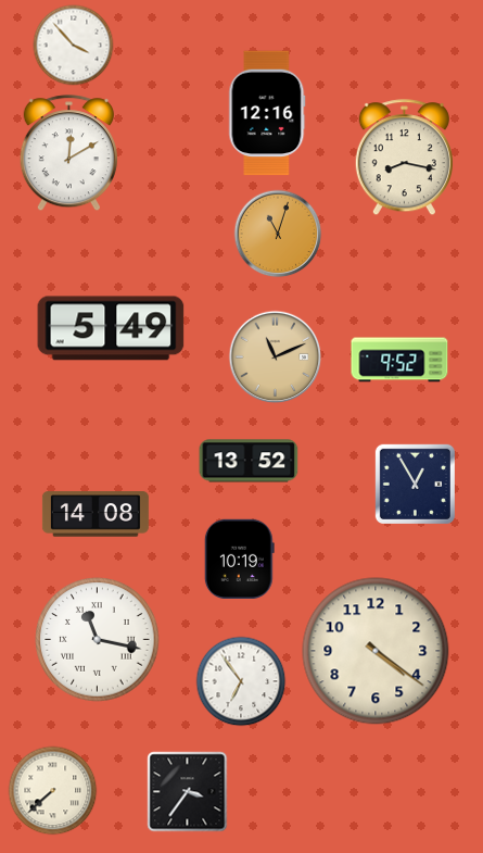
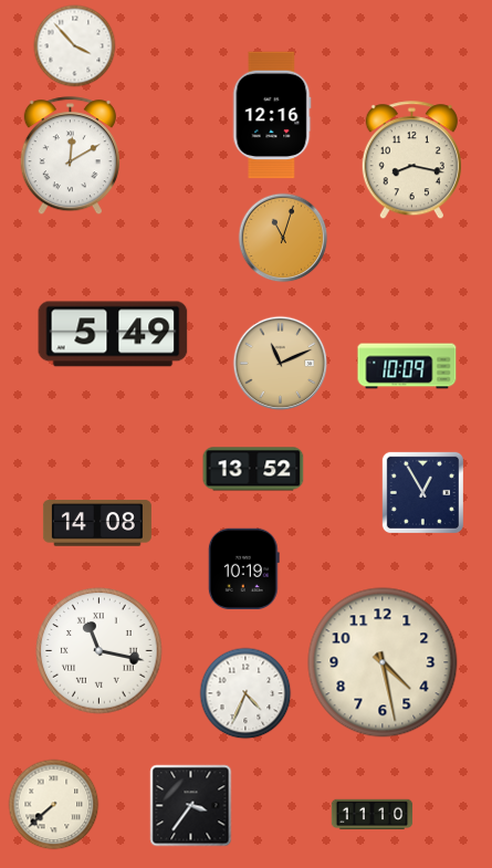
clock at (399, 360): 9:52 -> 10:09
clock at (376, 651): 4:21 -> 4:28
clock at (241, 681): 6:54 -> 4:34
clock at (373, 815): none -> 11:10
